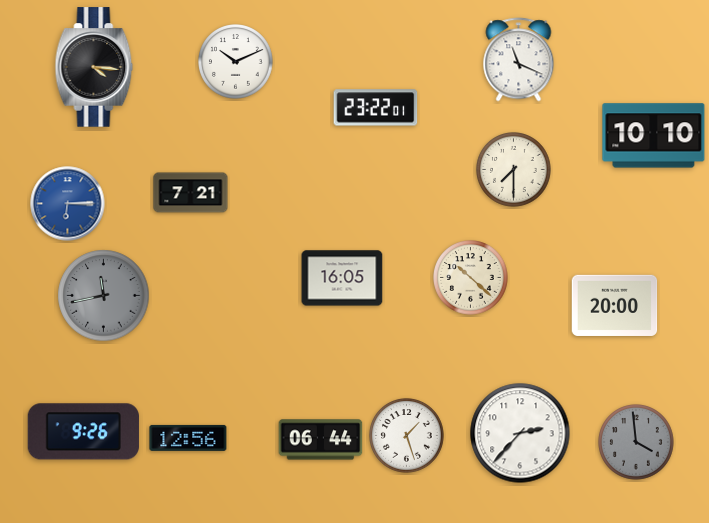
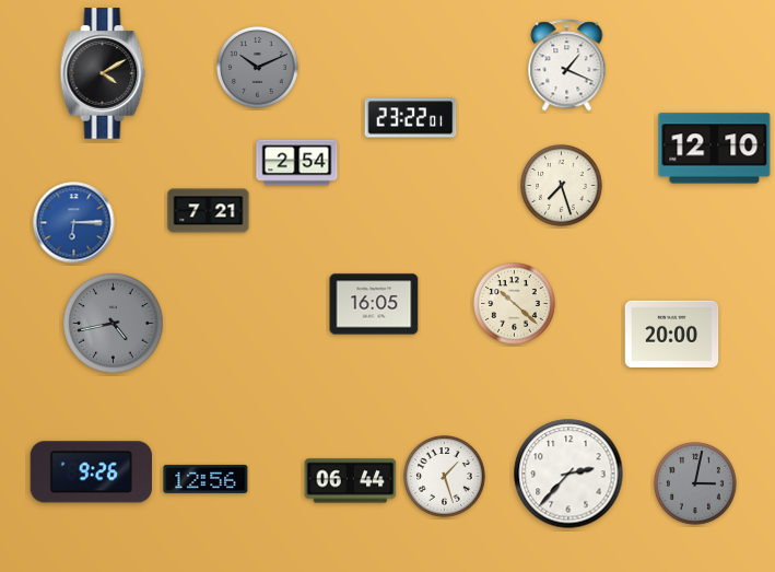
clock at (519, 60): 11:19 -> 1:19
clock at (236, 62) dial: white -> grey
clock at (94, 67): 4:16 -> 4:10
clock at (654, 136): 10:10 -> 12:10
clock at (297, 163): none -> 2:54
clock at (514, 170): 7:30 -> 7:27
clock at (104, 296): 11:43 -> 4:43
clock at (636, 442): 3:59 -> 3:02
